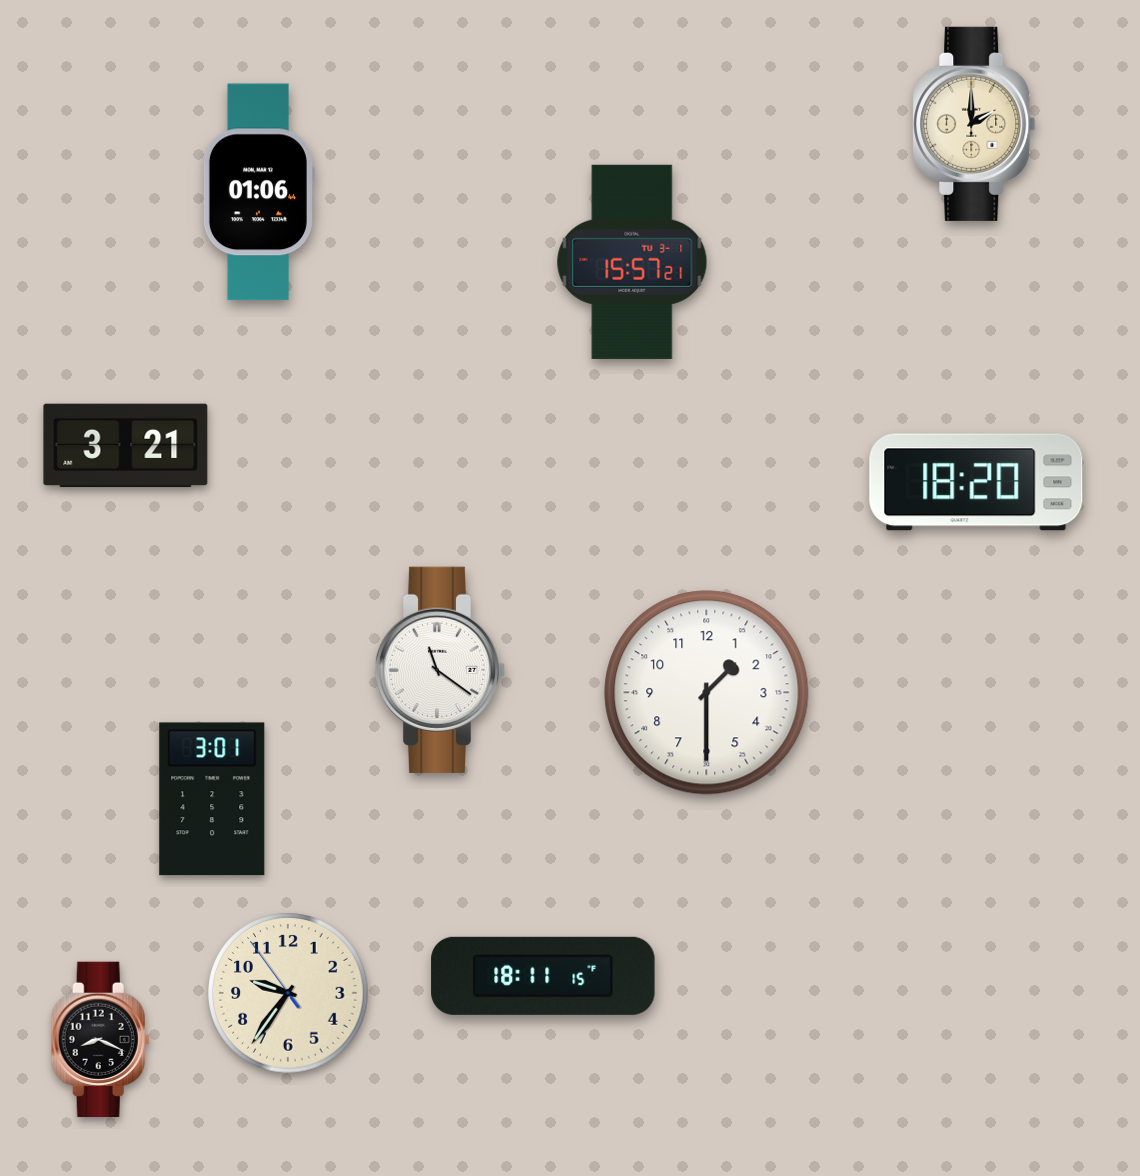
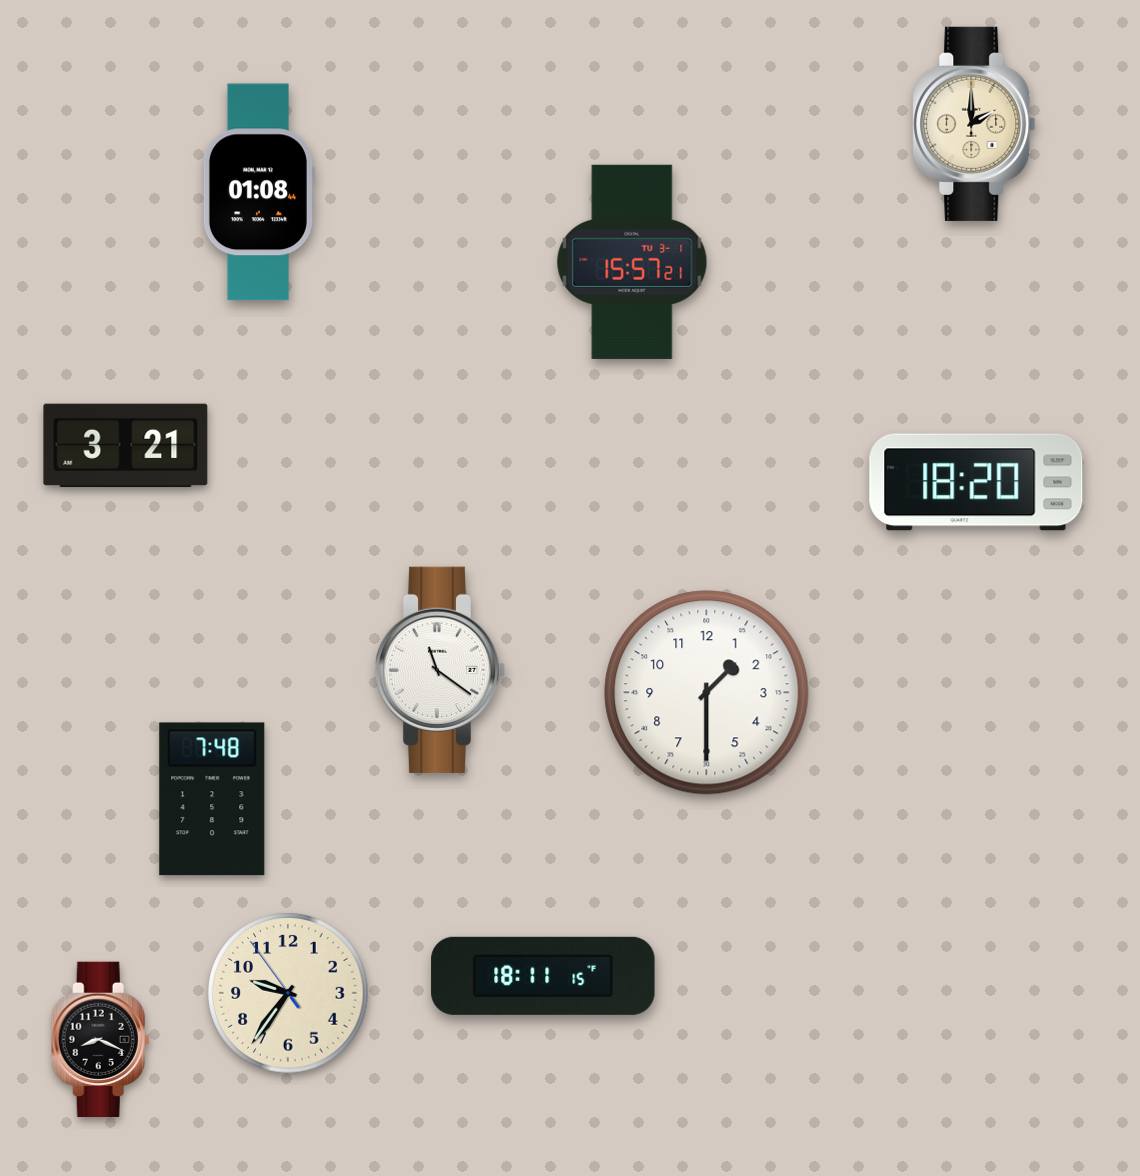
clock at (258, 192): 01:06 -> 01:08
clock at (212, 799): 3:01 -> 7:48
